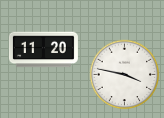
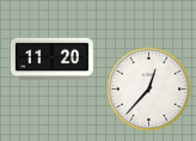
clock at (125, 75): 3:47 -> 12:37
